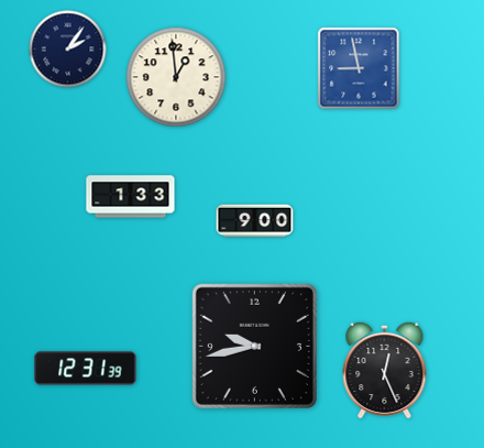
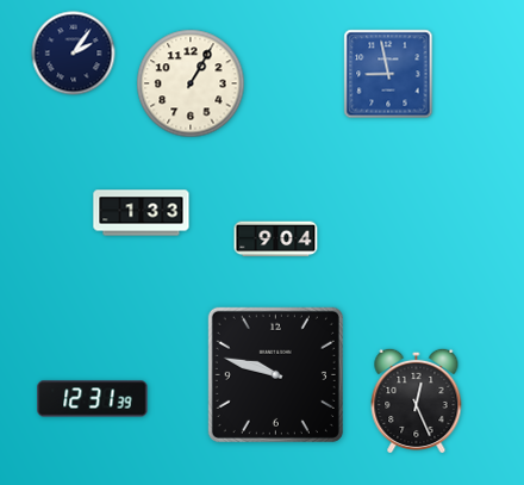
clock at (176, 77): 12:59 -> 1:05
clock at (255, 221): 9:00 -> 9:04
clock at (254, 346): 9:43 -> 9:48
